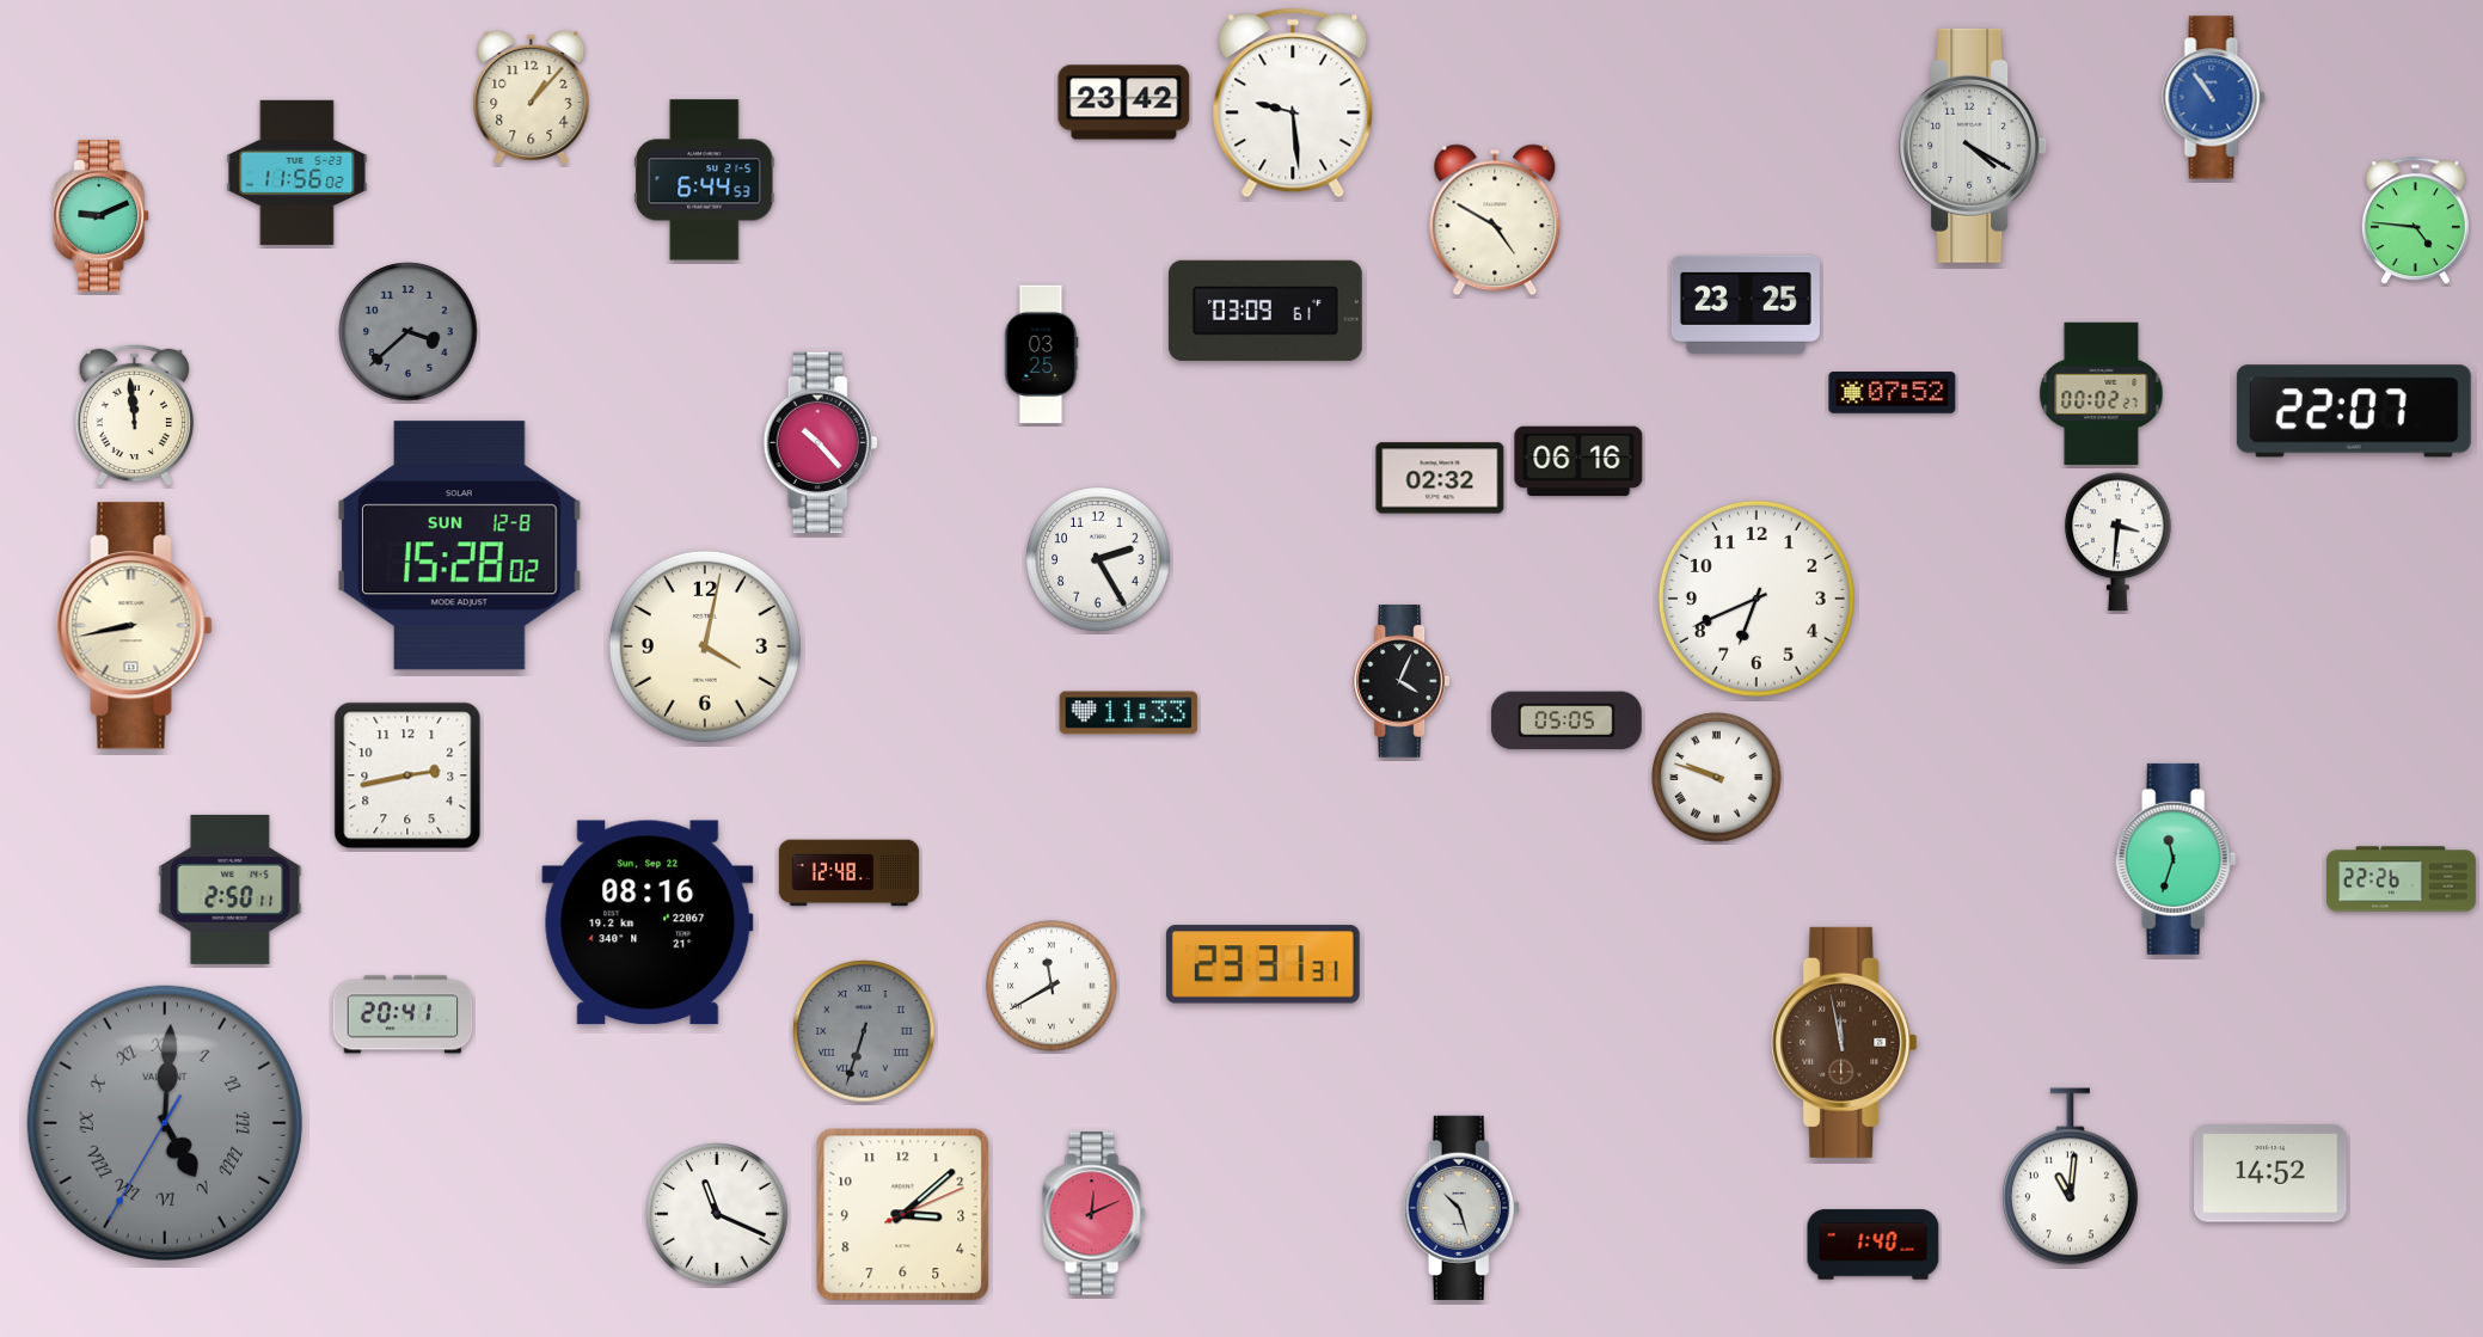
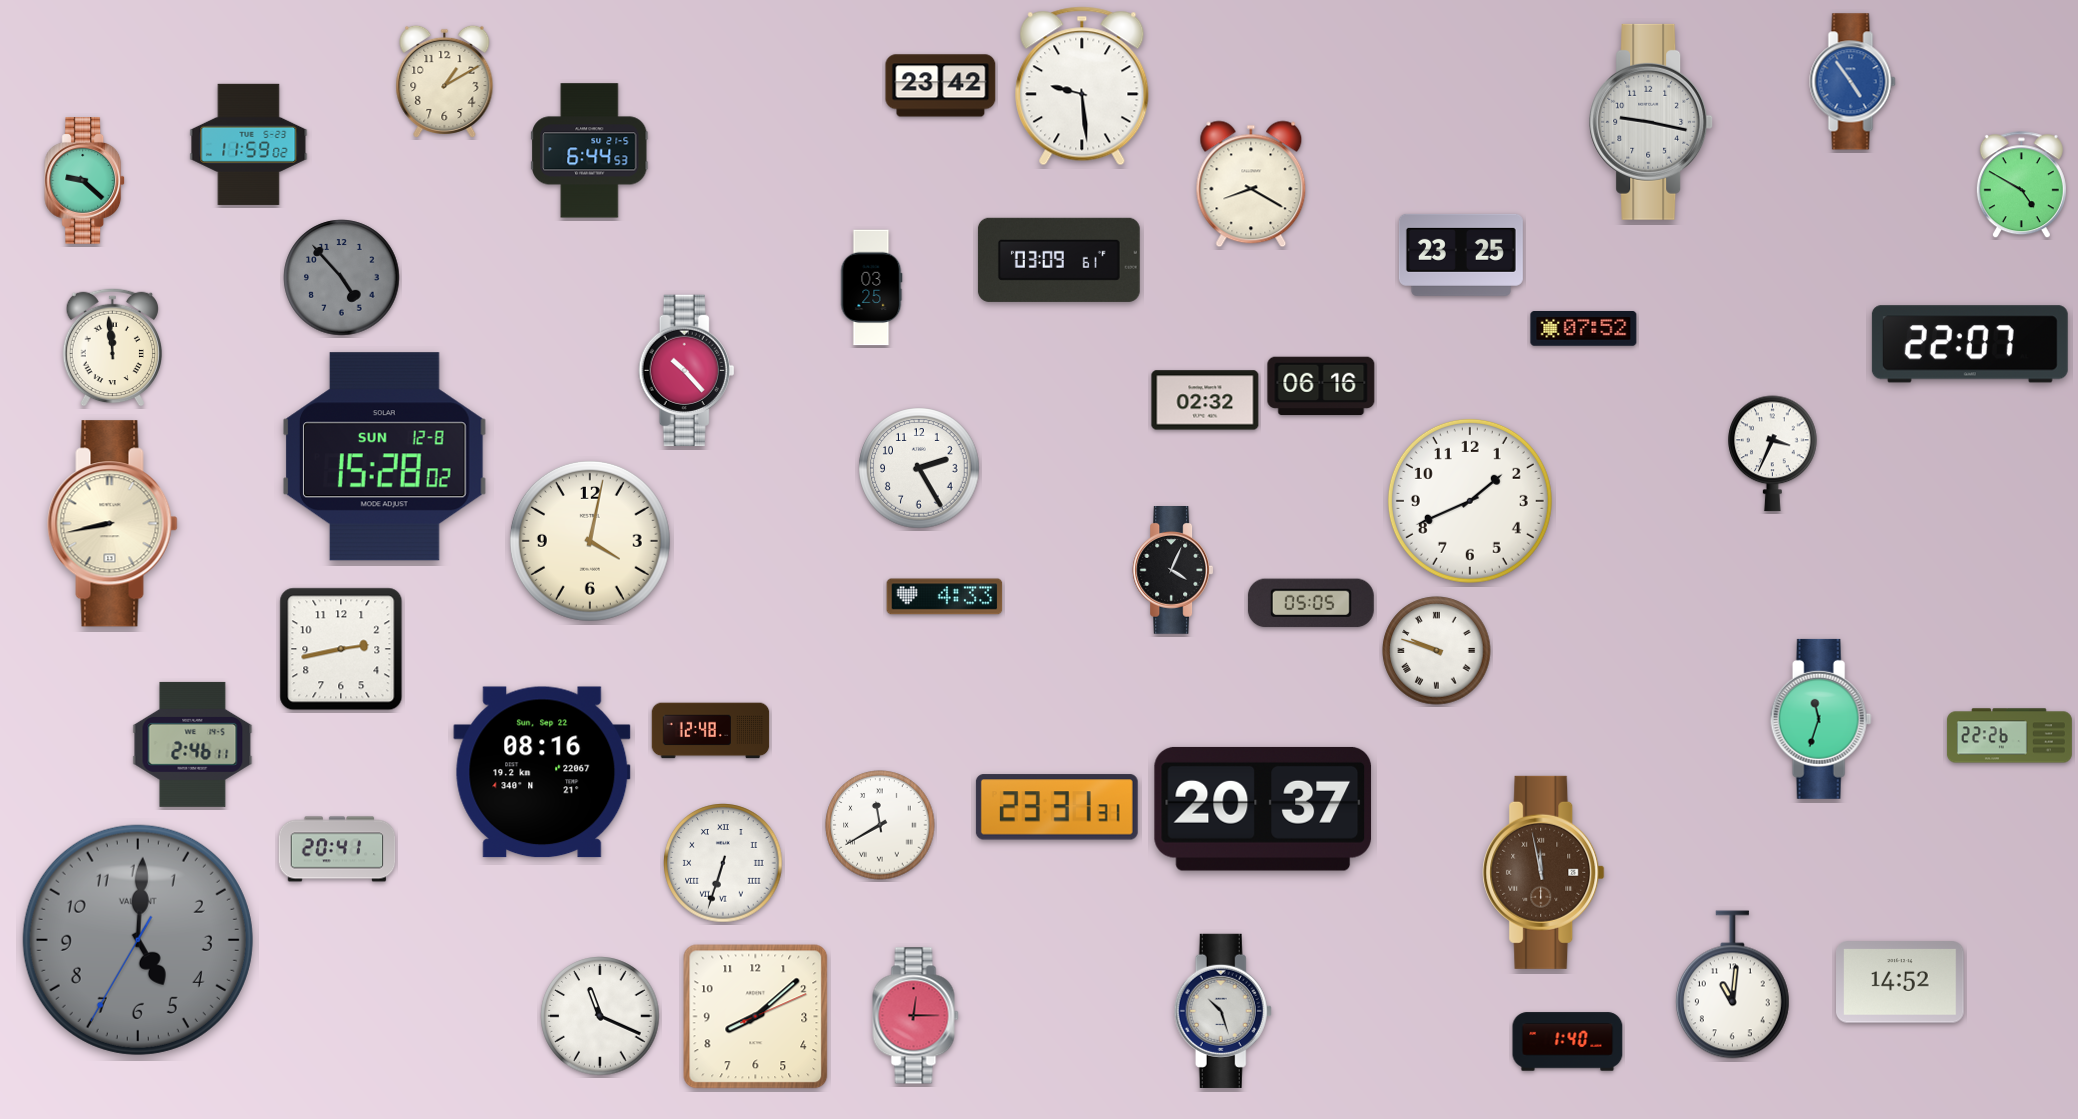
clock at (532, 97): 1:07 -> 1:10
clock at (2214, 98): 10:54 -> 4:54
clock at (1974, 146): 4:20 -> 9:17
clock at (298, 172): 11:56 -> 11:59
clock at (102, 216): 9:11 -> 9:22
clock at (1495, 220): 4:50 -> 8:20
clock at (2415, 221): 4:46 -> 4:50
clock at (409, 332): 3:38 -> 4:53
clock at (1041, 355) position: (1041, 355) -> (871, 288)
clock at (2102, 393): 00:02 -> none
clock at (2119, 542): 3:31 -> 3:34
clock at (1757, 599): 6:41 -> 1:41
clock at (1129, 713): 11:33 -> 4:33
clock at (231, 889): 2:50 -> 2:46
clock at (1263, 809): none -> 20:37
clock at (864, 1031) dial: grey -> white
clock at (165, 1123) numerals: Roman -> Arabic
clock at (1095, 1214): 12:11 -> 12:15
clock at (903, 1215): 3:08 -> 8:08
